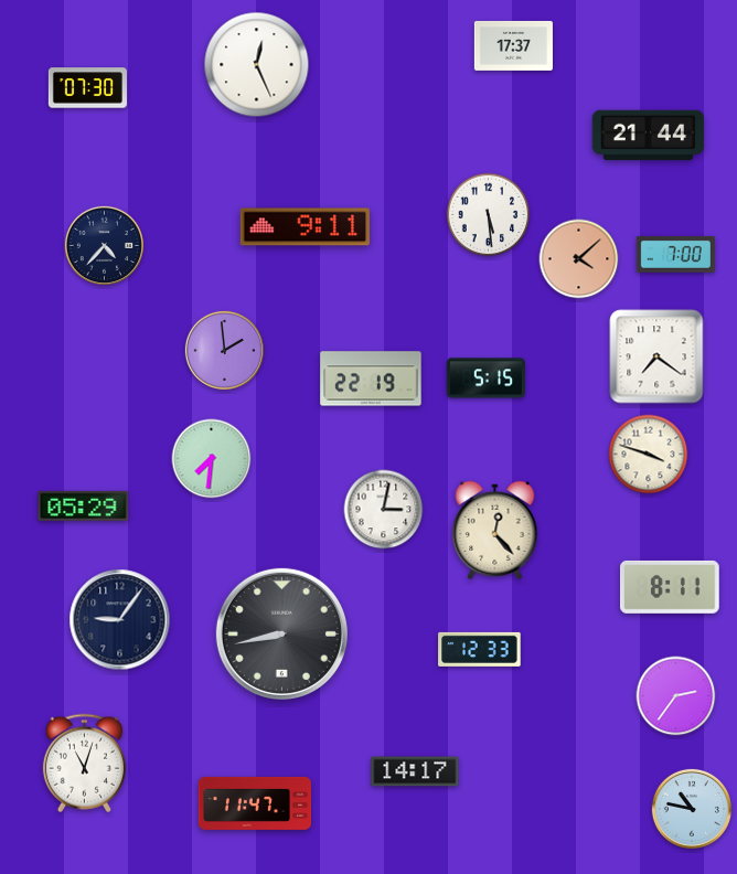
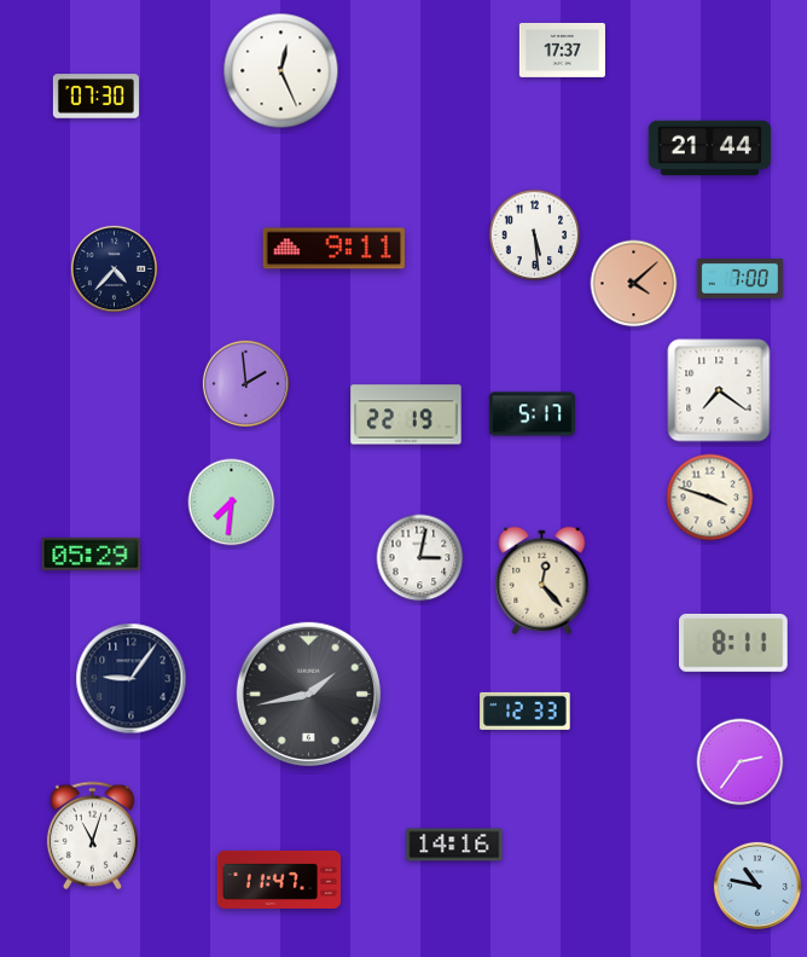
clock at (485, 379): 5:15 -> 5:17
clock at (281, 633): 8:43 -> 1:43
clock at (415, 771): 14:17 -> 14:16
